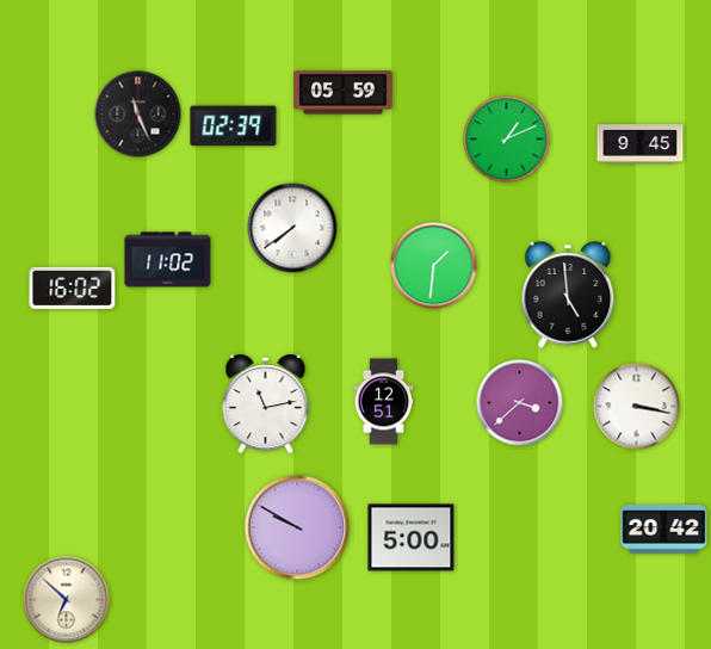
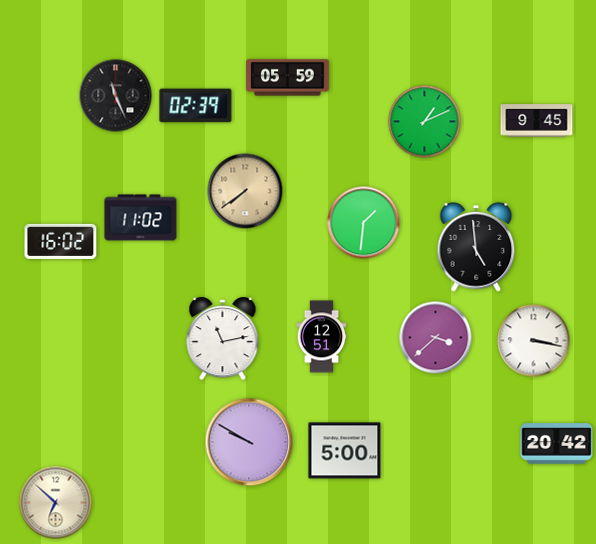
clock at (507, 140) position: (507, 140) -> (425, 122)
clock at (292, 228) dial: white -> champagne
